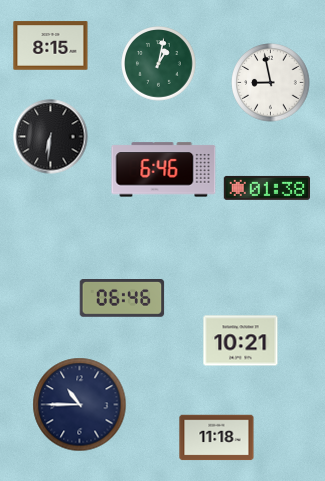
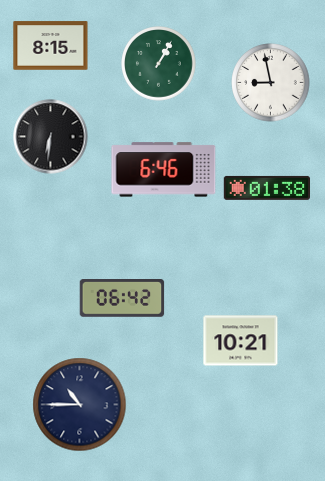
clock at (159, 64): 1:02 -> 1:05
clock at (122, 299): 06:46 -> 06:42
clock at (217, 438): 11:18 -> none
